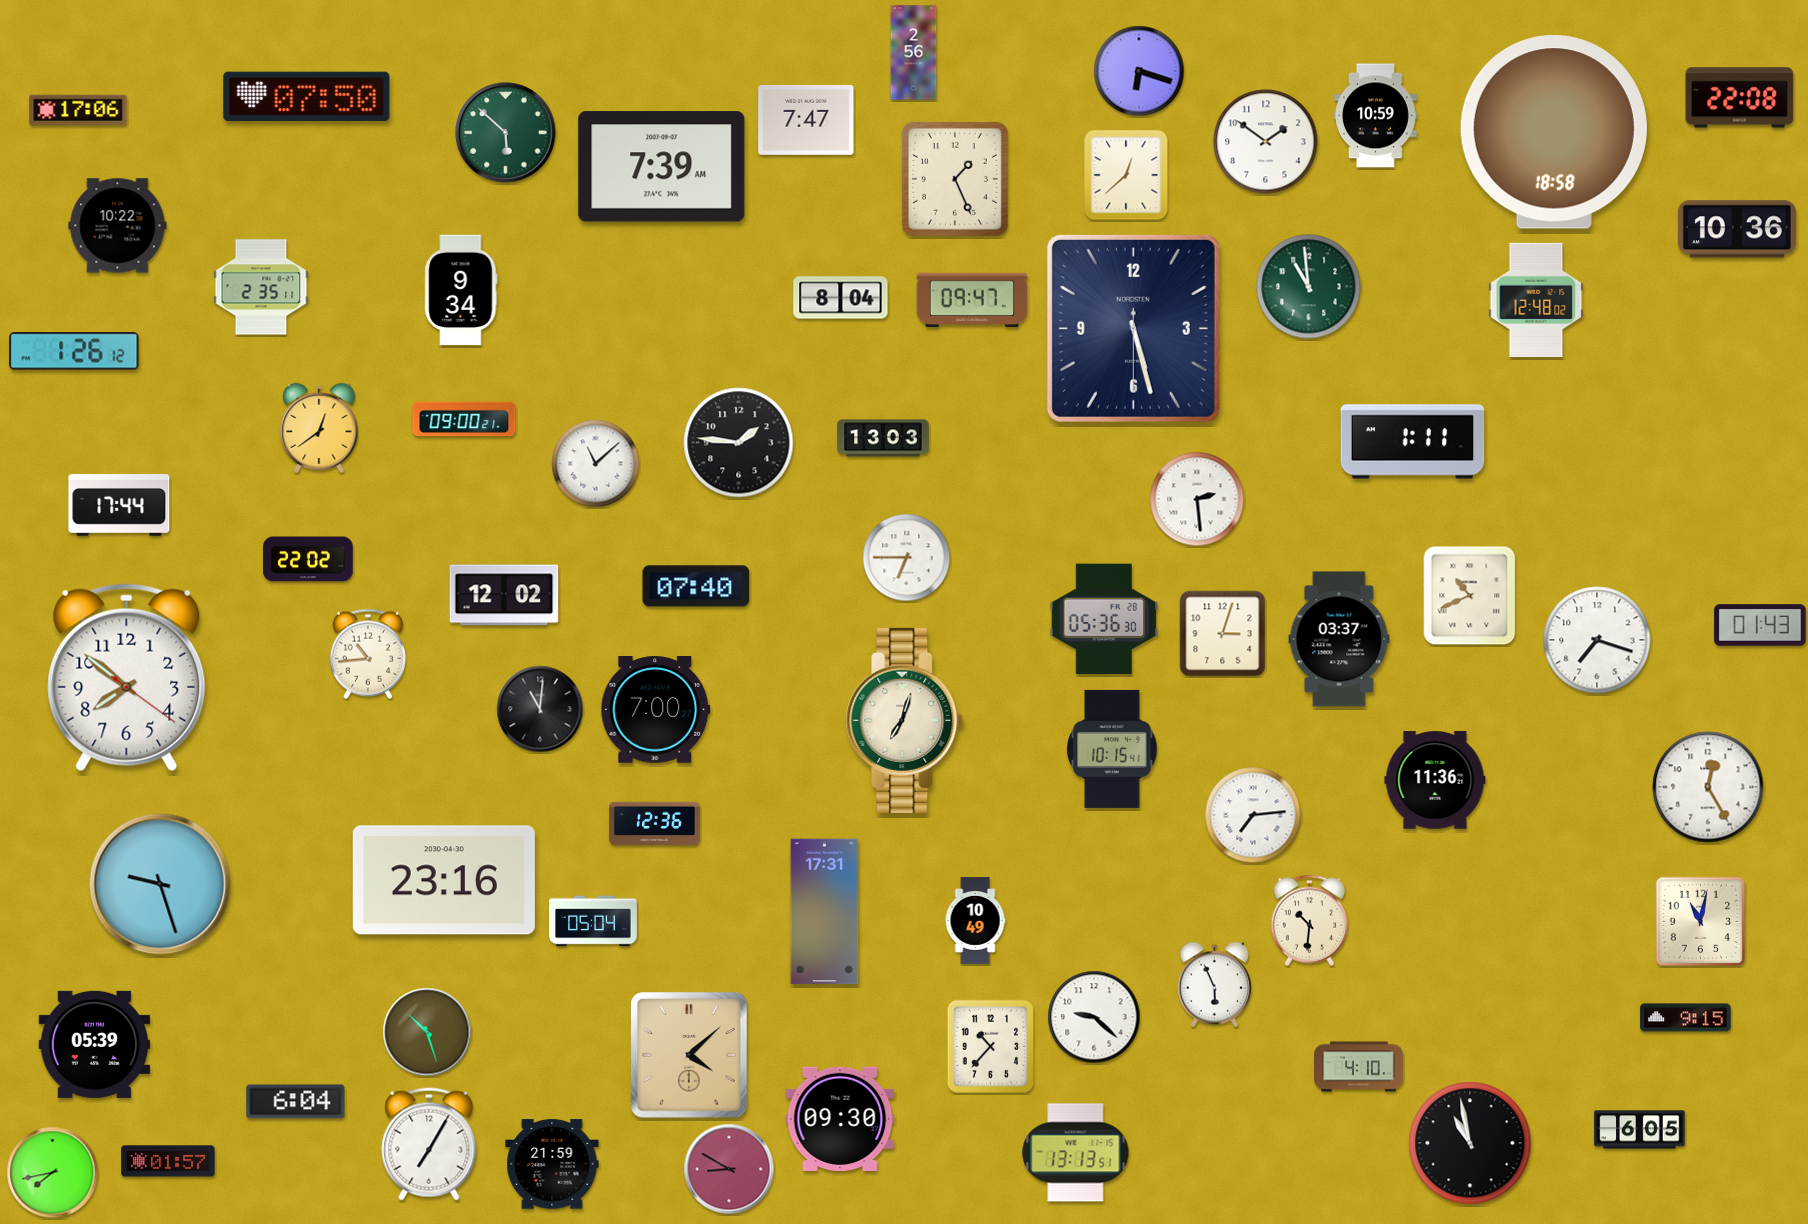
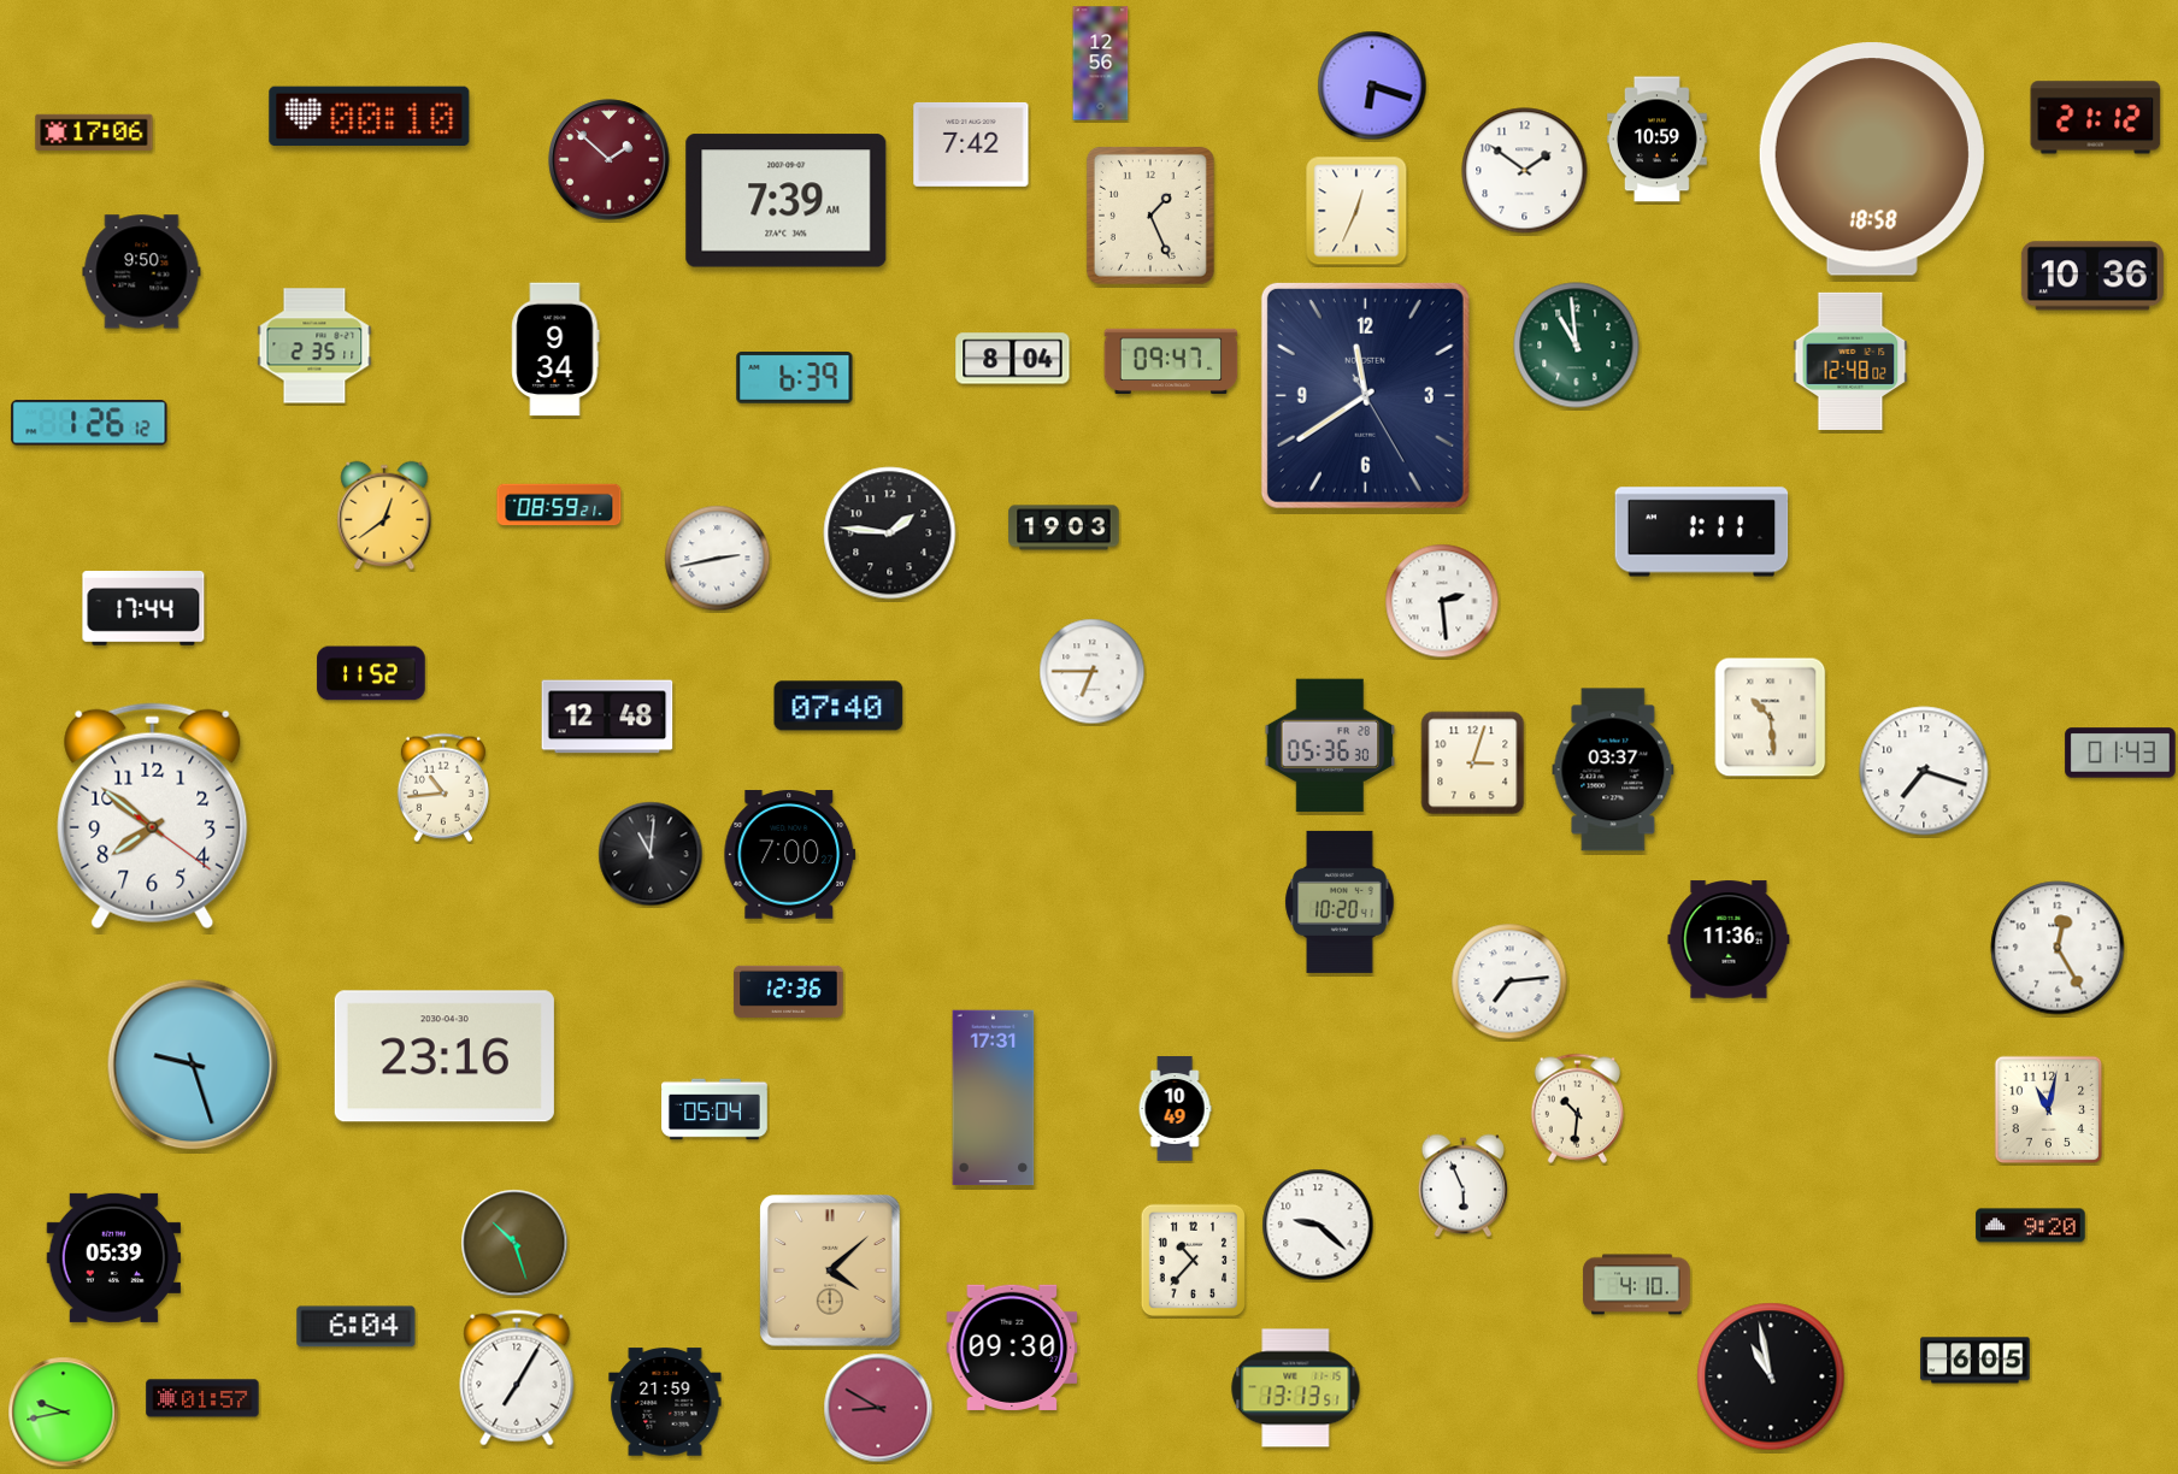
clock at (914, 53): 2:56 -> 12:56
clock at (307, 97): 07:50 -> 00:10
clock at (1740, 98): 22:08 -> 21:12
clock at (806, 120): 7:47 -> 7:42
clock at (506, 133): 5:52 -> 1:52
clock at (506, 133) dial: green -> burgundy
clock at (662, 167) position: (662, 167) -> (787, 201)
clock at (1126, 175): 12:38 -> 12:34
clock at (118, 226): 10:22 -> 9:50
clock at (795, 378): none -> 6:39
clock at (1133, 328): 5:27 -> 11:39
clock at (464, 419): 09:00 -> 08:59
clock at (883, 438): 13:03 -> 19:03
clock at (596, 464): 11:08 -> 2:43
clock at (308, 559): 22:02 -> 11:52
clock at (504, 595): 12:02 -> 12:48
clock at (1470, 596): 10:41 -> 10:29
clock at (905, 720): 7:03 -> none
clock at (1112, 749): 10:15 -> 10:20
clock at (444, 880) position: (444, 880) -> (445, 1056)
clock at (1686, 1018): 9:15 -> 9:20
clock at (53, 1173): 7:43 -> 9:43
